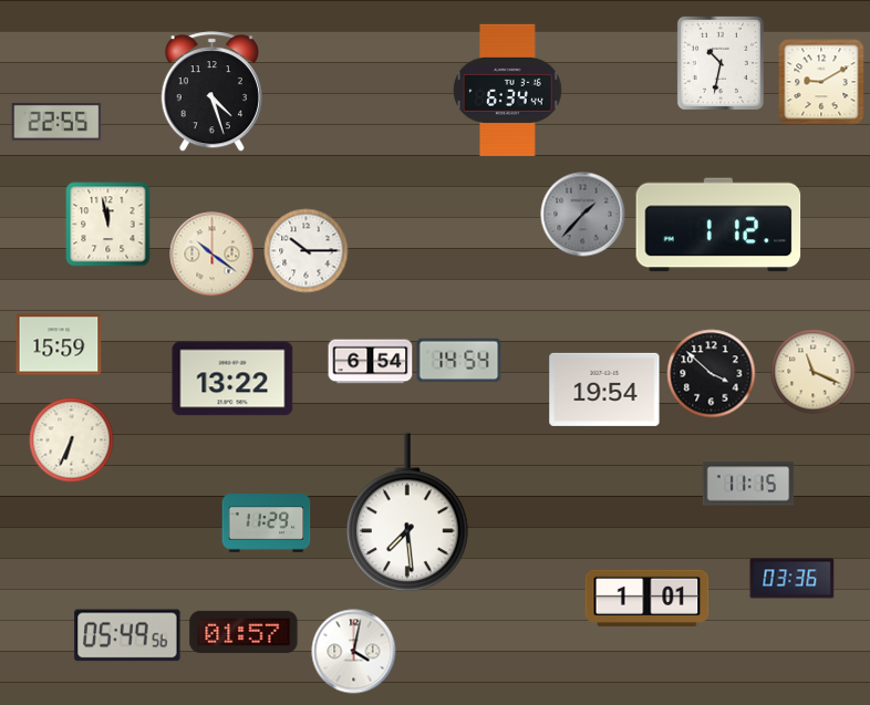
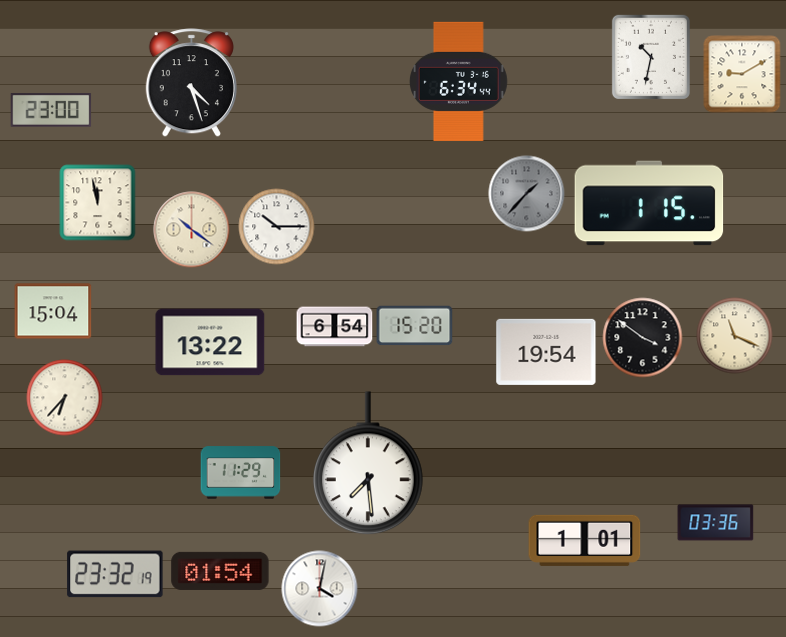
clock at (56, 123): 22:55 -> 23:00
clock at (718, 225): 1:12 -> 1:15
clock at (59, 344): 15:59 -> 15:04
clock at (459, 361): 14:54 -> 15:20
clock at (712, 374): 3:52 -> 3:51
clock at (72, 440): 6:34 -> 6:37
clock at (748, 484): 11:15 -> none
clock at (244, 632): 01:57 -> 01:54
clock at (127, 635): 05:49 -> 23:32
